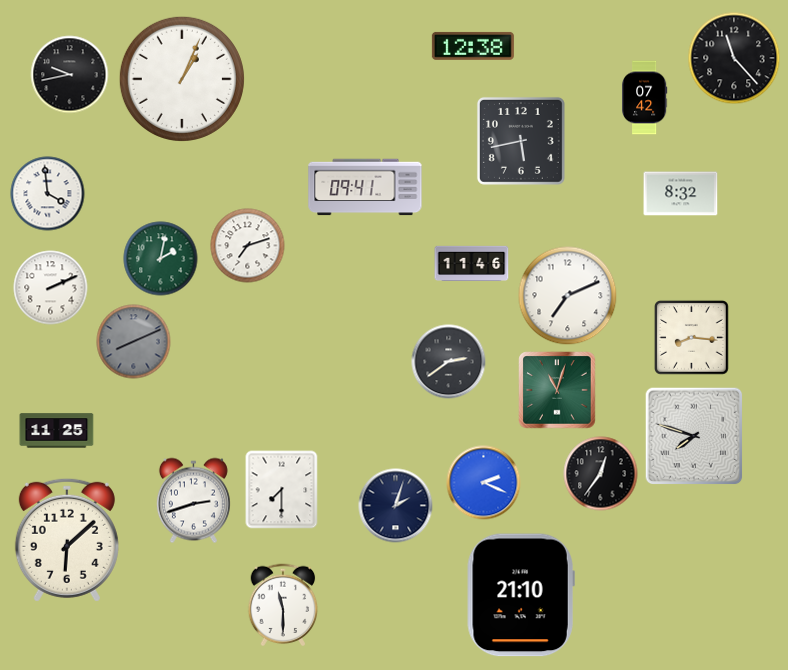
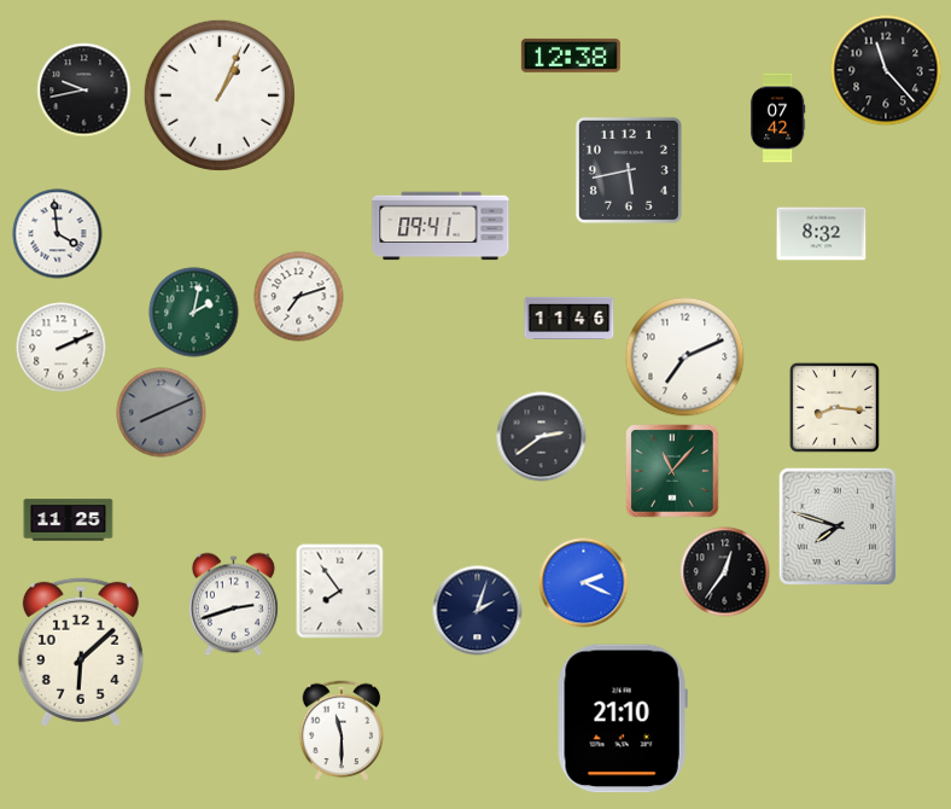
clock at (557, 390): 11:03 -> 11:07
clock at (282, 490): 7:30 -> 7:54
clock at (521, 595) position: (521, 595) -> (623, 718)
